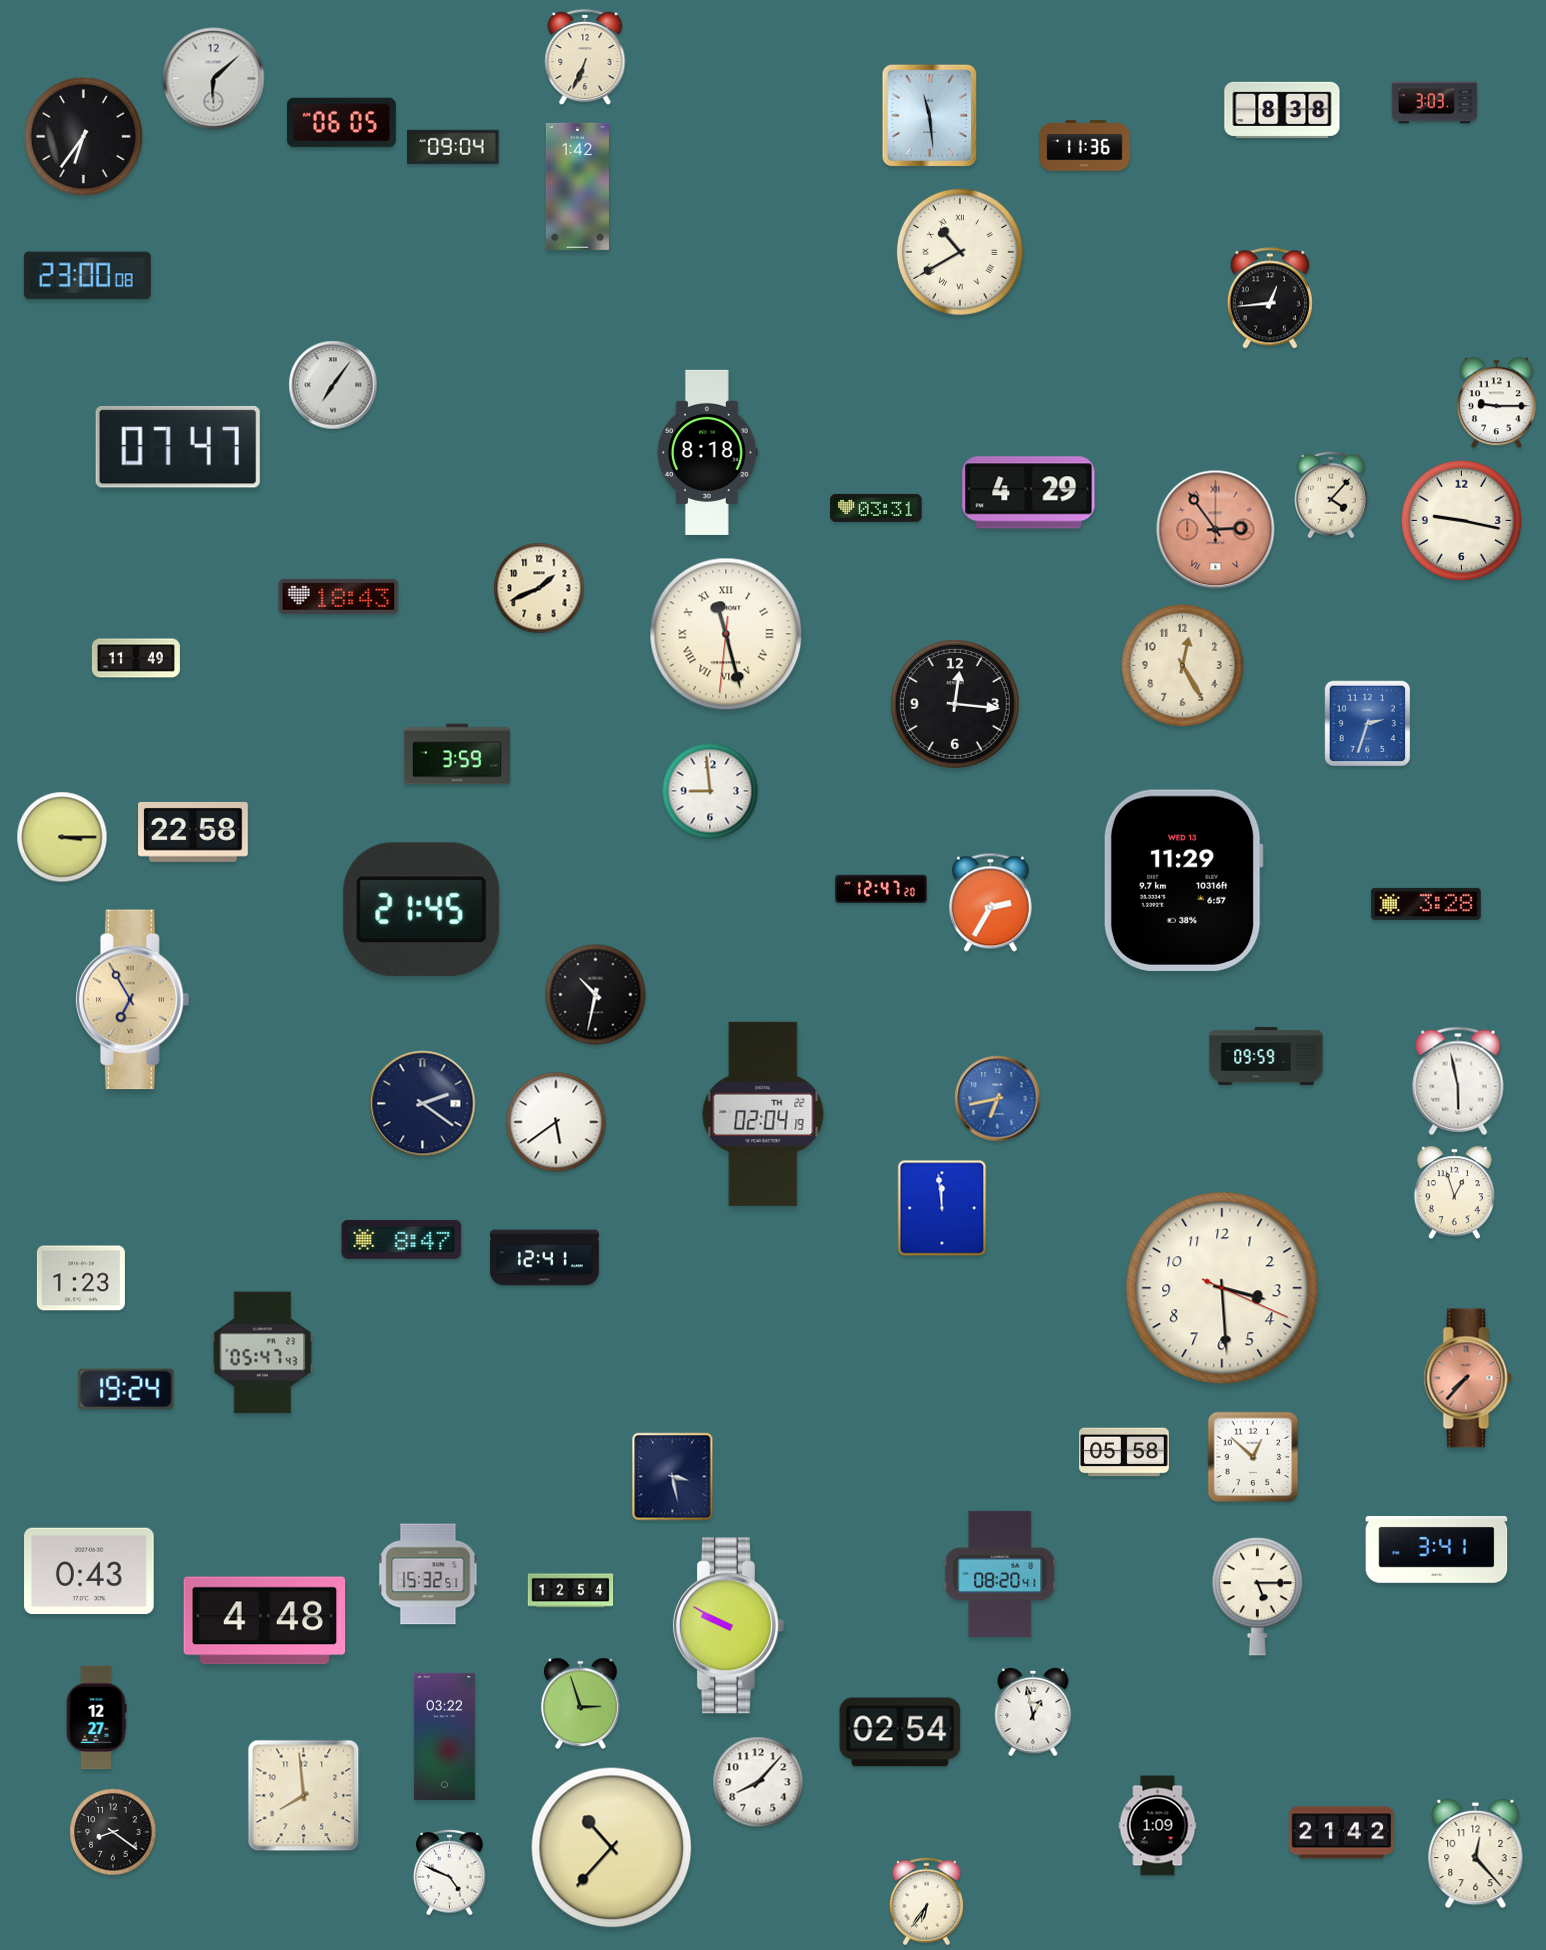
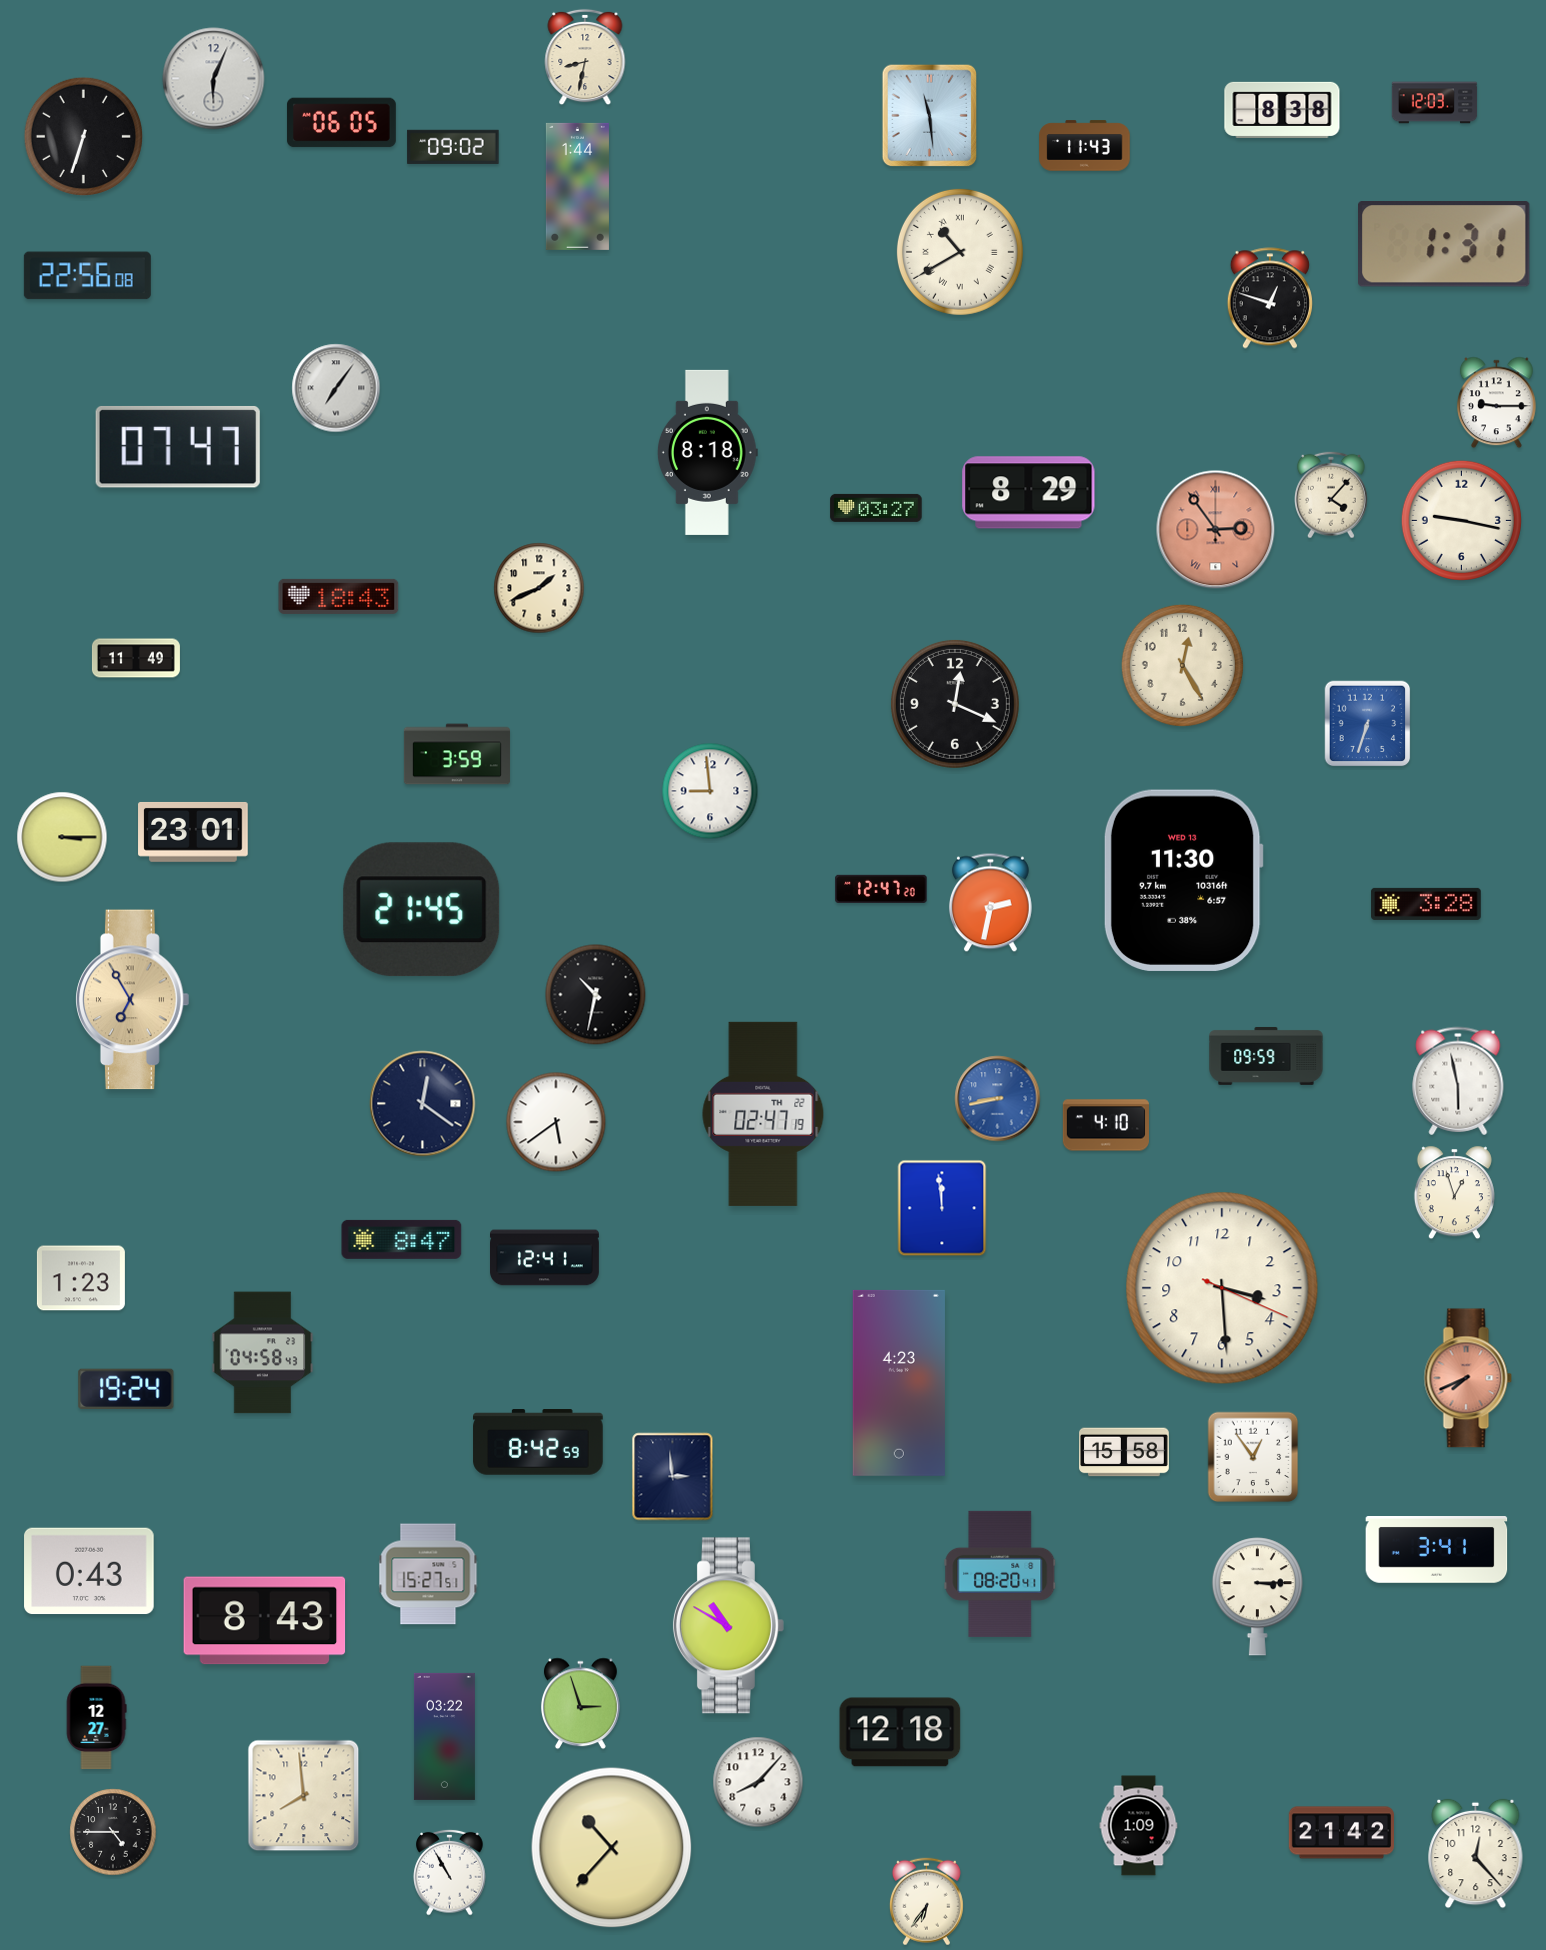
clock at (585, 57): 6:34 -> 8:32
clock at (214, 79): 6:08 -> 6:04
clock at (1435, 103): 3:03 -> 12:03
clock at (83, 136): 6:36 -> 6:33
clock at (1085, 146): 11:36 -> 11:43
clock at (453, 147): 09:04 -> 09:02
clock at (577, 186): 1:42 -> 1:44
clock at (1445, 245): none -> 1:31
clock at (87, 276): 23:00 -> 22:56
clock at (1270, 298): 12:44 -> 12:48
clock at (333, 385) position: (333, 385) -> (336, 388)
clock at (1029, 493): 4:29 -> 8:29
clock at (876, 508): 03:31 -> 03:27
clock at (726, 634): 11:27 -> none
clock at (955, 704): 12:16 -> 12:19
clock at (1368, 724): 2:33 -> 6:33
clock at (193, 832): 22:58 -> 23:01
clock at (1183, 880): 11:29 -> 11:30
clock at (990, 903): 2:35 -> 2:32
clock at (998, 1099): 6:43 -> 8:43
clock at (423, 1104): 2:21 -> 12:21
clock at (763, 1114): 02:04 -> 02:47
clock at (1106, 1125): none -> 4:10
clock at (263, 1353): 05:47 -> 04:58
clock at (1468, 1378): 7:37 -> 7:41
clock at (899, 1383): none -> 4:23
clock at (538, 1442): none -> 8:42
clock at (1124, 1452): 05:58 -> 15:58
clock at (1253, 1457): 12:52 -> 12:54
clock at (673, 1477): 3:28 -> 2:59
clock at (428, 1574): 15:32 -> 15:27
clock at (571, 1591): 12:54 -> none
clock at (1257, 1597): 5:15 -> 3:15
clock at (265, 1621): 4:48 -> 8:43
clock at (728, 1626): 9:50 -> 10:50
clock at (1033, 1712): 12:58 -> none
clock at (900, 1732): 02:54 -> 12:18
clock at (1158, 1826) position: (1158, 1826) -> (1139, 1826)
clock at (113, 1832): 8:21 -> 4:45
clock at (450, 1872): 4:49 -> 10:55
